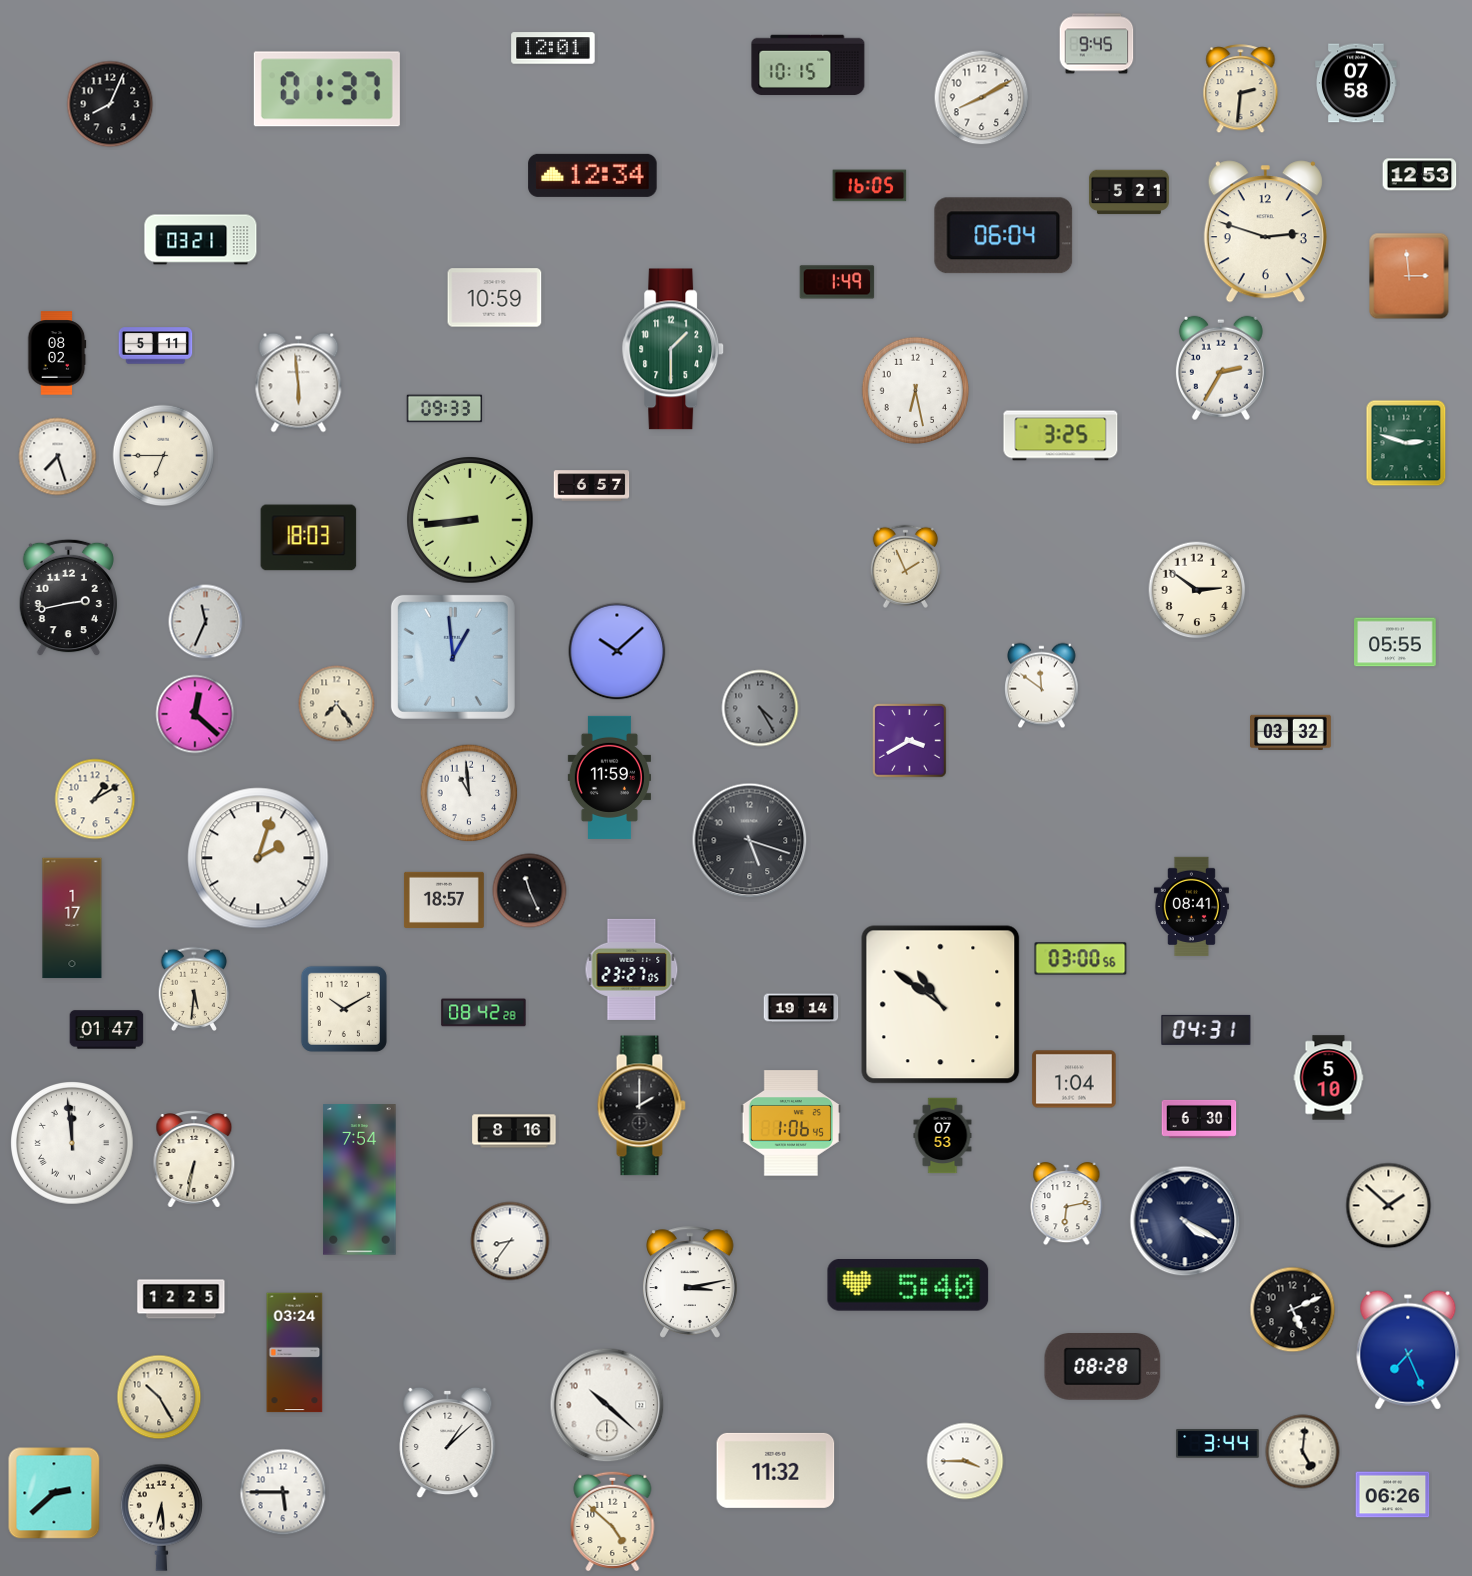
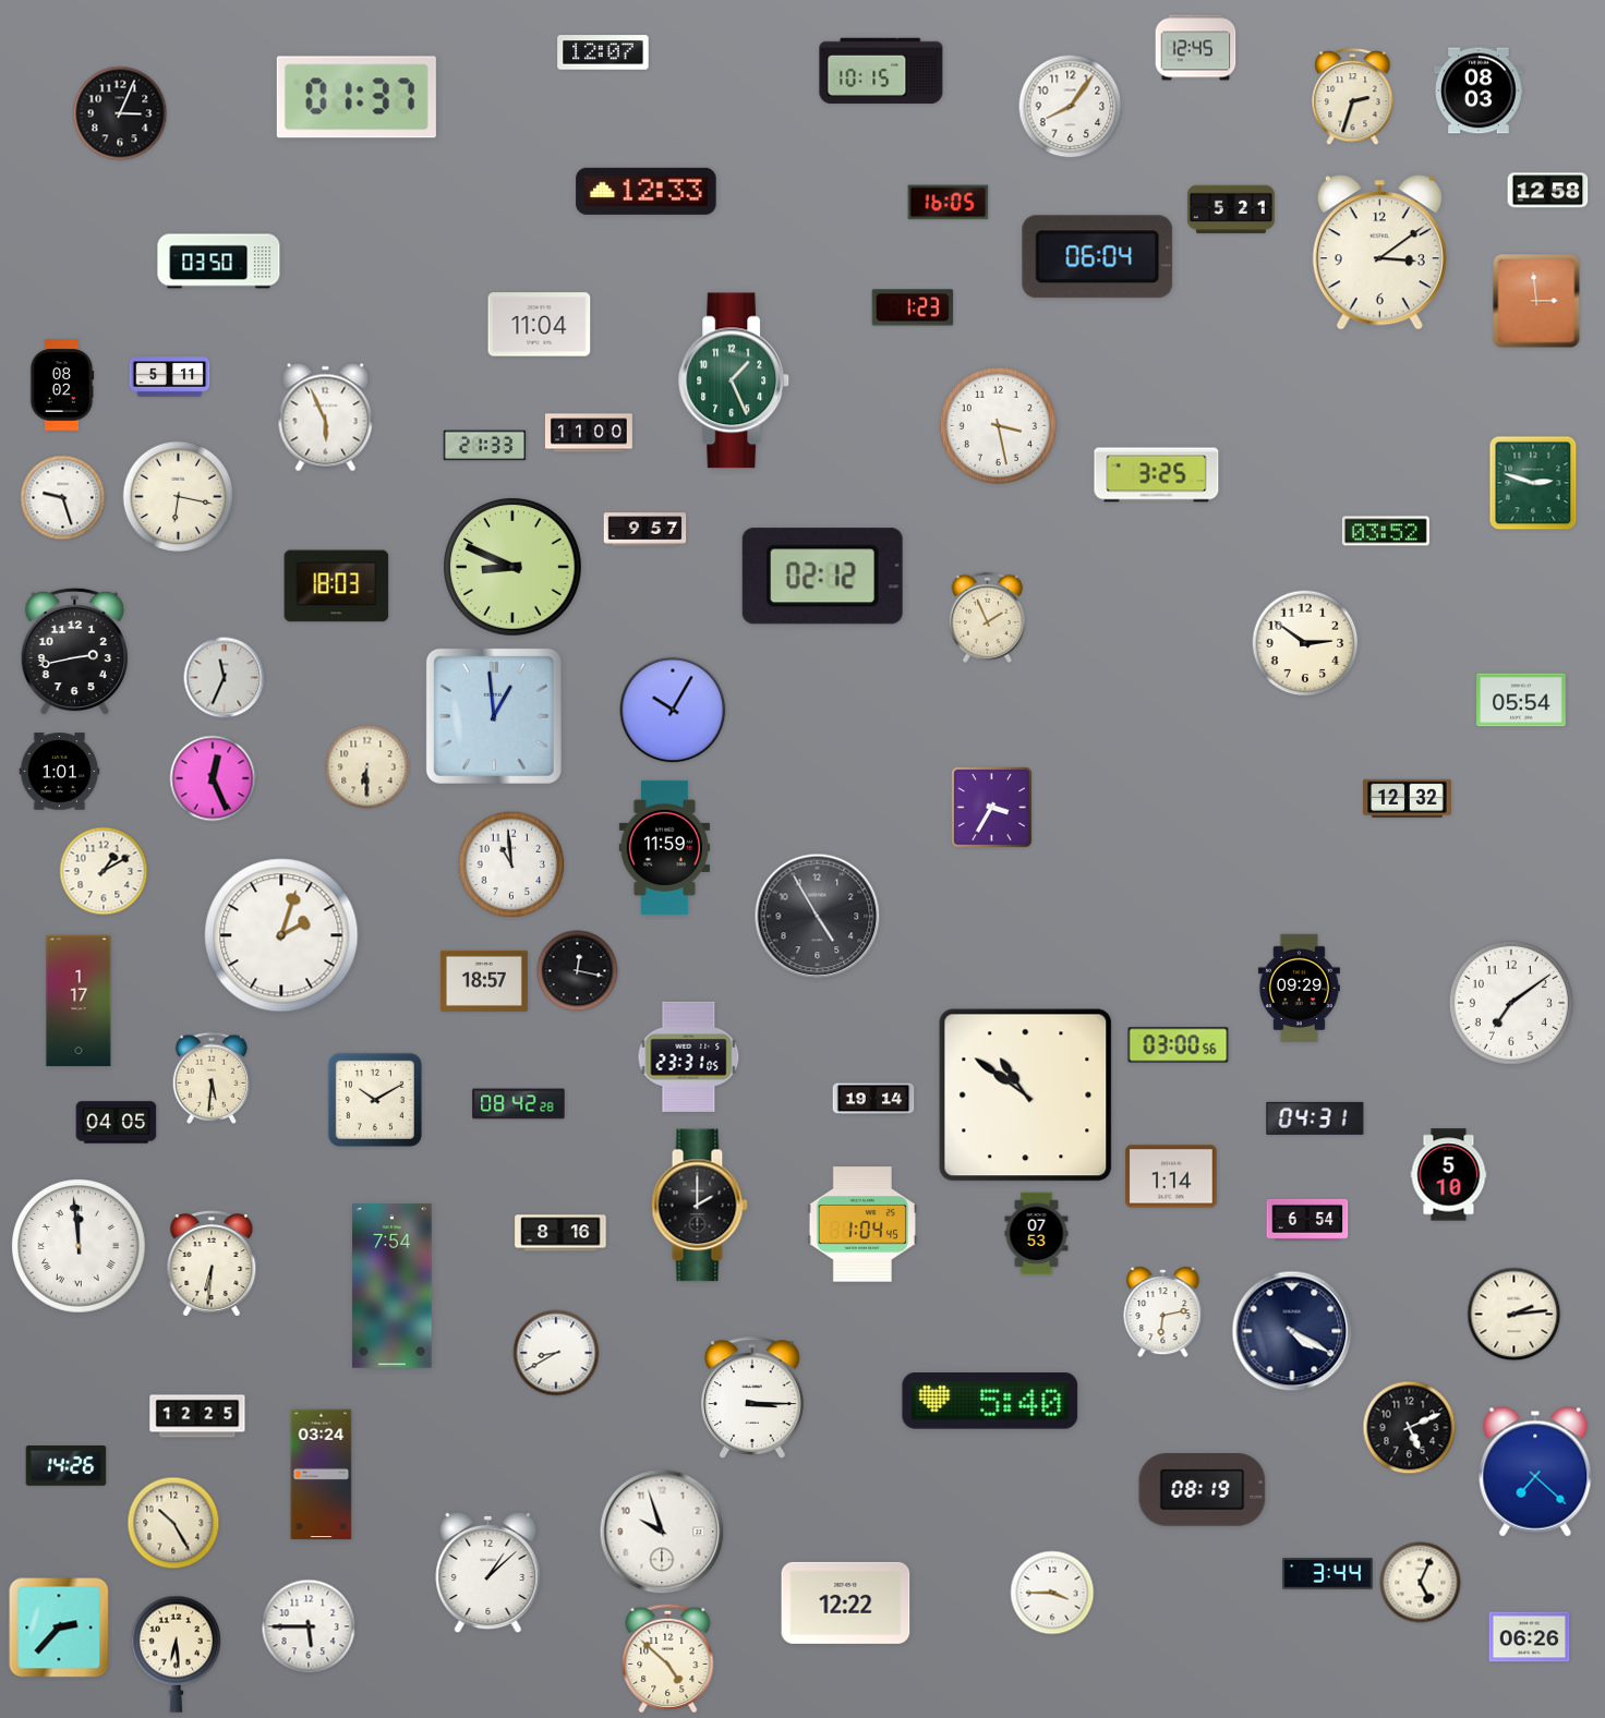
clock at (1097, 44): 9:45 -> 12:45
clock at (553, 48): 12:01 -> 12:07
clock at (1356, 83): 07:58 -> 08:03
clock at (1241, 89): 2:31 -> 2:33
clock at (982, 98): 8:10 -> 8:06
clock at (110, 104): 8:04 -> 3:04
clock at (593, 175): 12:34 -> 12:33
clock at (1420, 175): 12:53 -> 12:58
clock at (1265, 232): 2:48 -> 3:09
clock at (1004, 236) position: (1004, 236) -> (1098, 257)
clock at (201, 240): 03:21 -> 03:50
clock at (837, 282): 1:49 -> 1:23
clock at (495, 298): 10:59 -> 11:04
clock at (674, 349): 1:30 -> 1:26
clock at (1221, 368): 2:35 -> none
clock at (299, 383): 5:59 -> 5:56
clock at (915, 390): 6:28 -> 3:28
clock at (589, 433): none -> 11:00
clock at (445, 409): 09:33 -> 21:33
clock at (164, 456): 6:45 -> 6:17
clock at (58, 457): 7:27 -> 9:27
clock at (592, 486): 6:57 -> 9:57
clock at (1386, 531): none -> 03:52
clock at (470, 520): 8:44 -> 8:49
clock at (822, 577): none -> 02:12
clock at (1395, 642): 05:55 -> 05:54
clock at (617, 651): 10:08 -> 10:05
clock at (1042, 686): 11:51 -> none
clock at (337, 704): 7:24 -> 6:30
clock at (60, 772): none -> 1:01
clock at (760, 708): 4:25 -> none
clock at (195, 714): 12:22 -> 12:26
clock at (1291, 732): 03:32 -> 12:32
clock at (910, 741): 3:40 -> 3:35
clock at (750, 841): 5:18 -> 4:55
clock at (530, 891): 11:26 -> 12:17
clock at (1191, 906): 08:41 -> 09:29
clock at (1511, 1003): none -> 7:09
clock at (632, 969): 23:27 -> 23:31
clock at (484, 1013) position: (484, 1013) -> (519, 1104)
clock at (107, 1030): 01:47 -> 04:05
clock at (1206, 1030) position: (1206, 1030) -> (1315, 1118)
clock at (1074, 1079): 1:04 -> 1:14
clock at (1199, 1119): 6:30 -> 6:54
clock at (790, 1123): 1:06 -> 1:04
clock at (943, 1136) position: (943, 1136) -> (1037, 1234)
clock at (194, 1159): 6:32 -> 6:31
clock at (1389, 1206): 1:52 -> 2:14
clock at (510, 1241): 8:36 -> 8:40
clock at (690, 1282): 3:13 -> 3:15
clock at (67, 1466): none -> 14:26
clock at (1408, 1350): 7:26 -> 7:22
clock at (1103, 1367): 08:28 -> 08:19
clock at (607, 1405): 10:22 -> 9:57
clock at (1303, 1452): 5:01 -> 5:04
clock at (776, 1470): 11:32 -> 12:22
clock at (54, 1493): 2:38 -> 2:37
clock at (1393, 1495) position: (1393, 1495) -> (1530, 1637)
